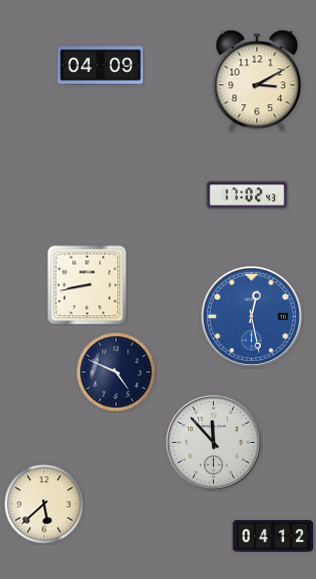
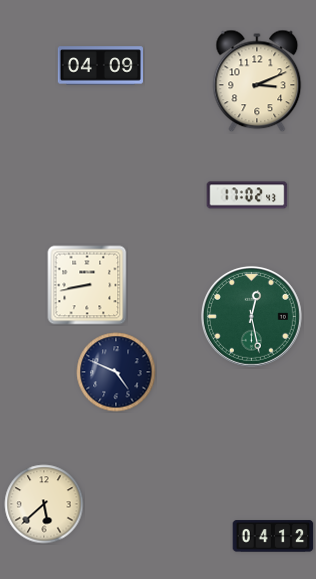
clock at (257, 81): 3:10 -> 3:11
clock at (251, 316) dial: blue -> green
clock at (214, 443): 11:53 -> none
